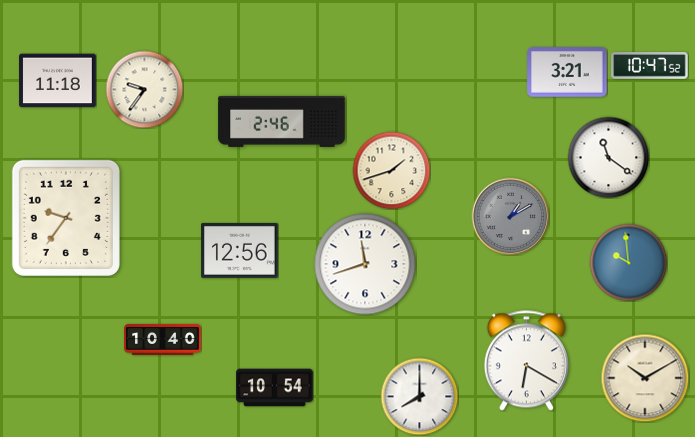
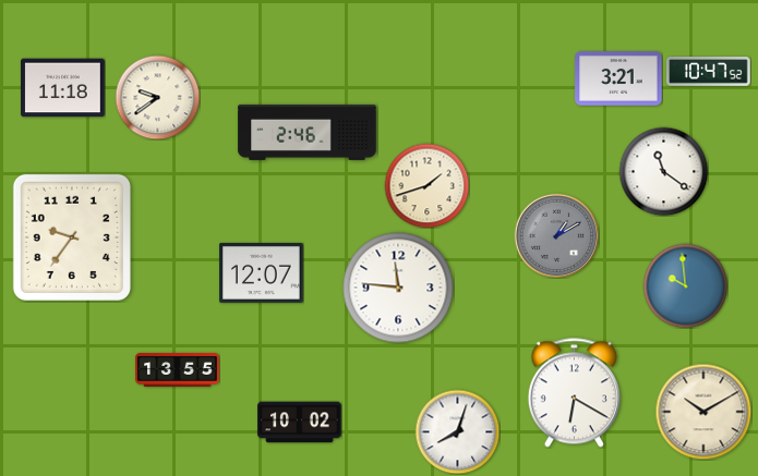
clock at (144, 89): 9:36 -> 9:39
clock at (240, 250): 12:56 -> 12:07
clock at (365, 264): 11:42 -> 11:46
clock at (163, 339): 10:40 -> 13:55
clock at (275, 388): 10:54 -> 10:02
clock at (419, 396): 8:00 -> 8:03
